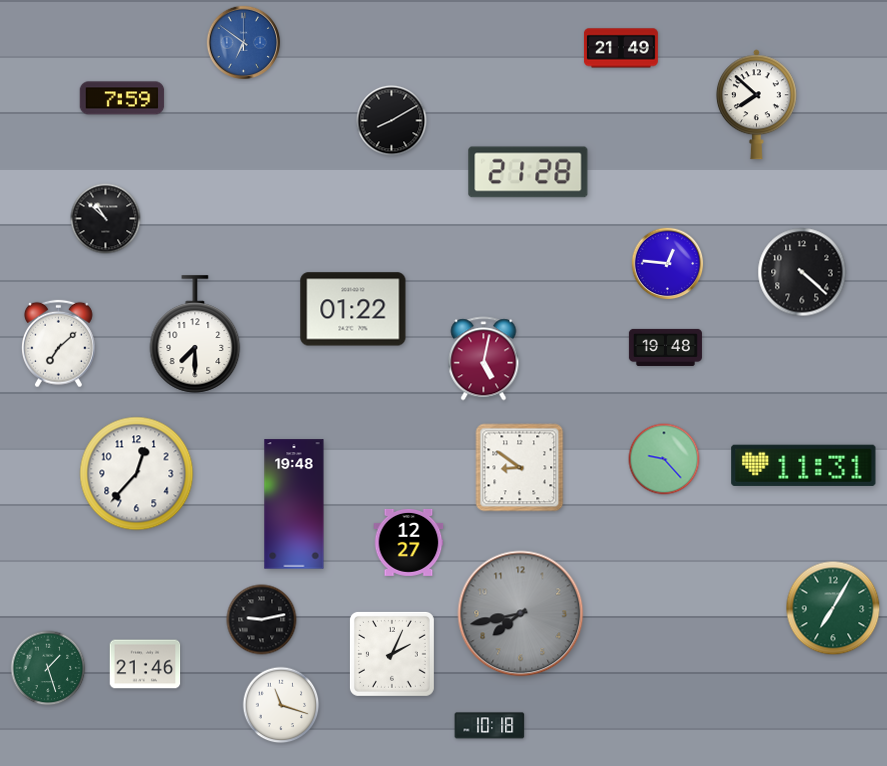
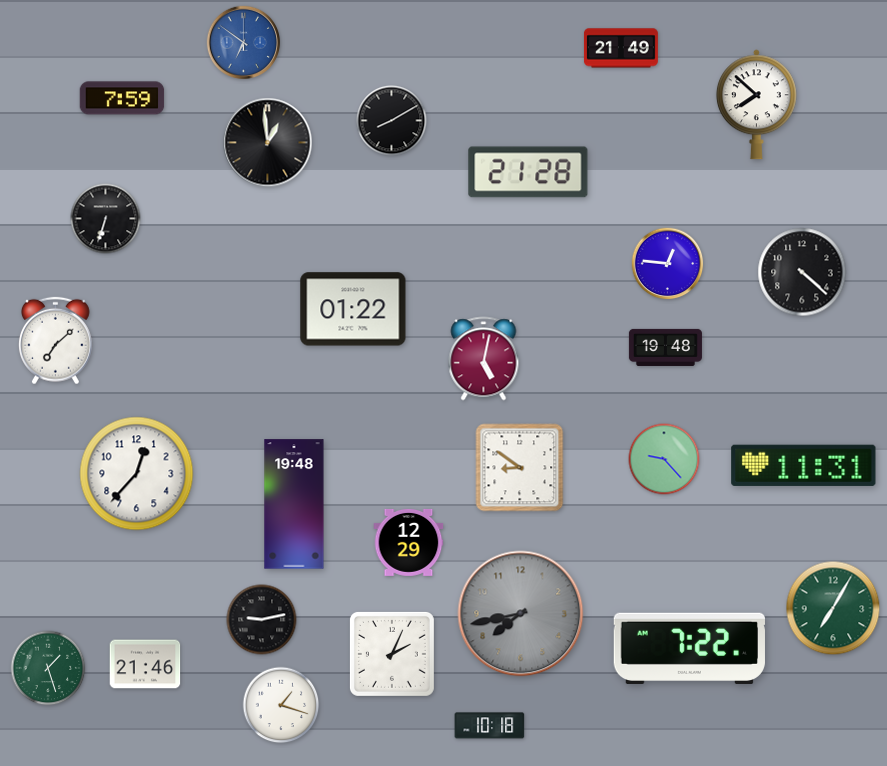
clock at (268, 143): none -> 12:59
clock at (106, 219): 10:52 -> 6:33
clock at (195, 334): 7:30 -> none
clock at (59, 344) position: (59, 344) -> (56, 341)
clock at (409, 542): 12:27 -> 12:29
clock at (689, 648): none -> 7:22
clock at (281, 705): 11:18 -> 1:18
